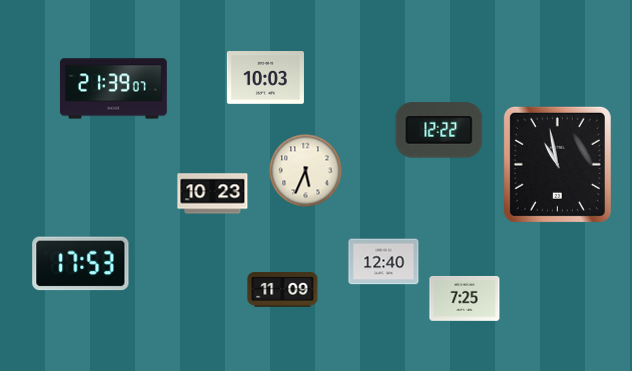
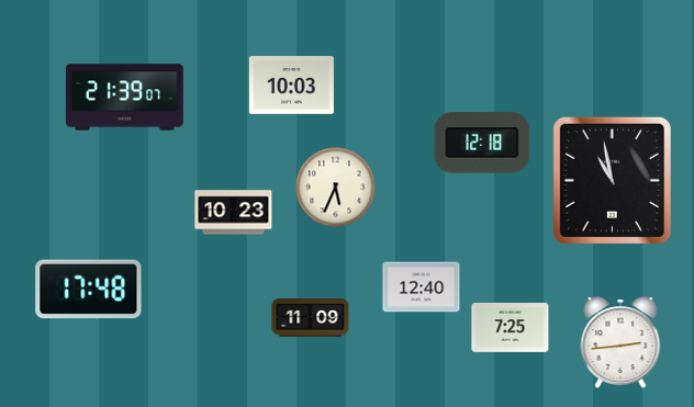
clock at (439, 130): 12:22 -> 12:18
clock at (81, 264): 17:53 -> 17:48
clock at (620, 343): none -> 2:44
